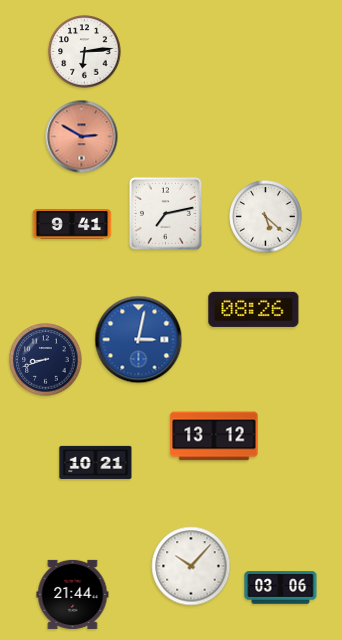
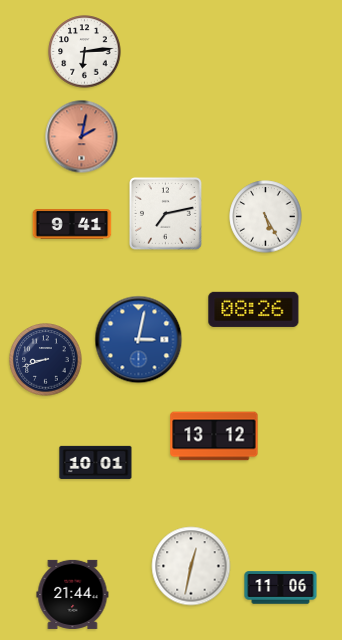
clock at (82, 137): 2:50 -> 2:02
clock at (266, 217): 5:22 -> 5:25
clock at (96, 462): 10:21 -> 10:01
clock at (191, 566): 10:07 -> 12:32
clock at (281, 588): 03:06 -> 11:06
